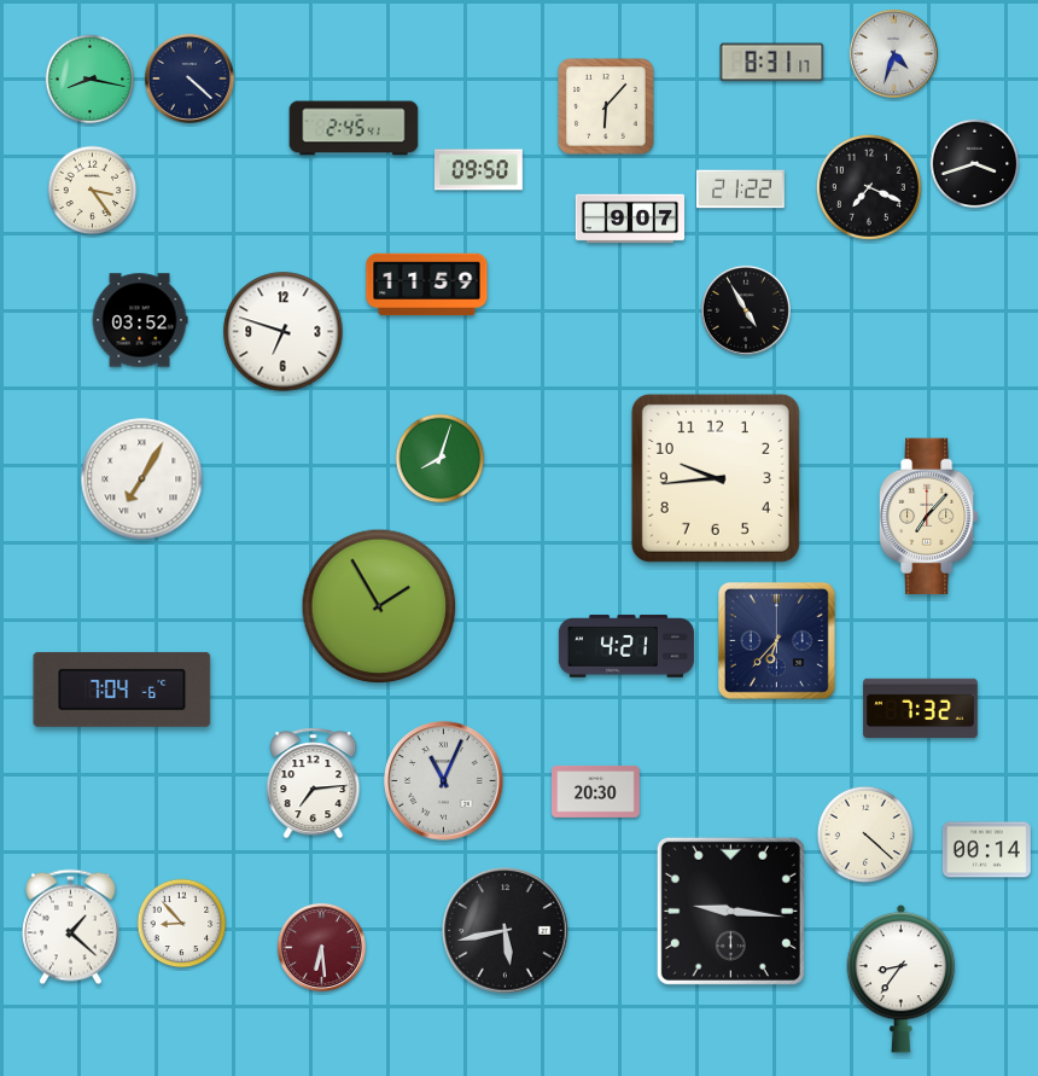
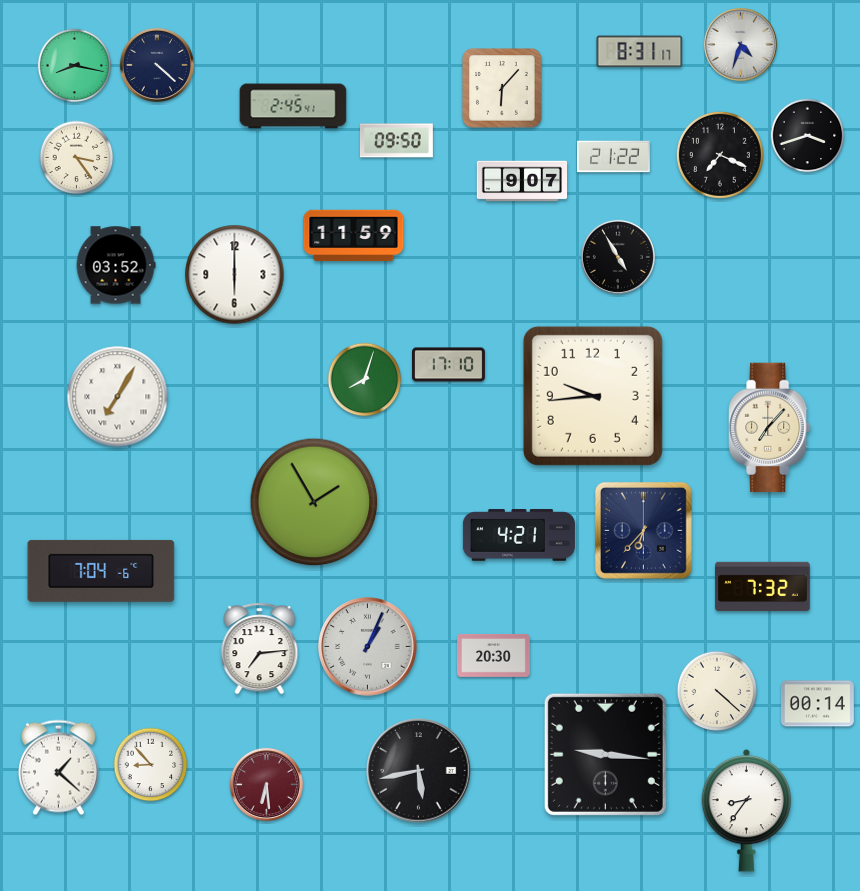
clock at (284, 332): 6:48 -> 6:00
clock at (449, 365): none -> 17:10
clock at (444, 781): 11:04 -> 1:04
